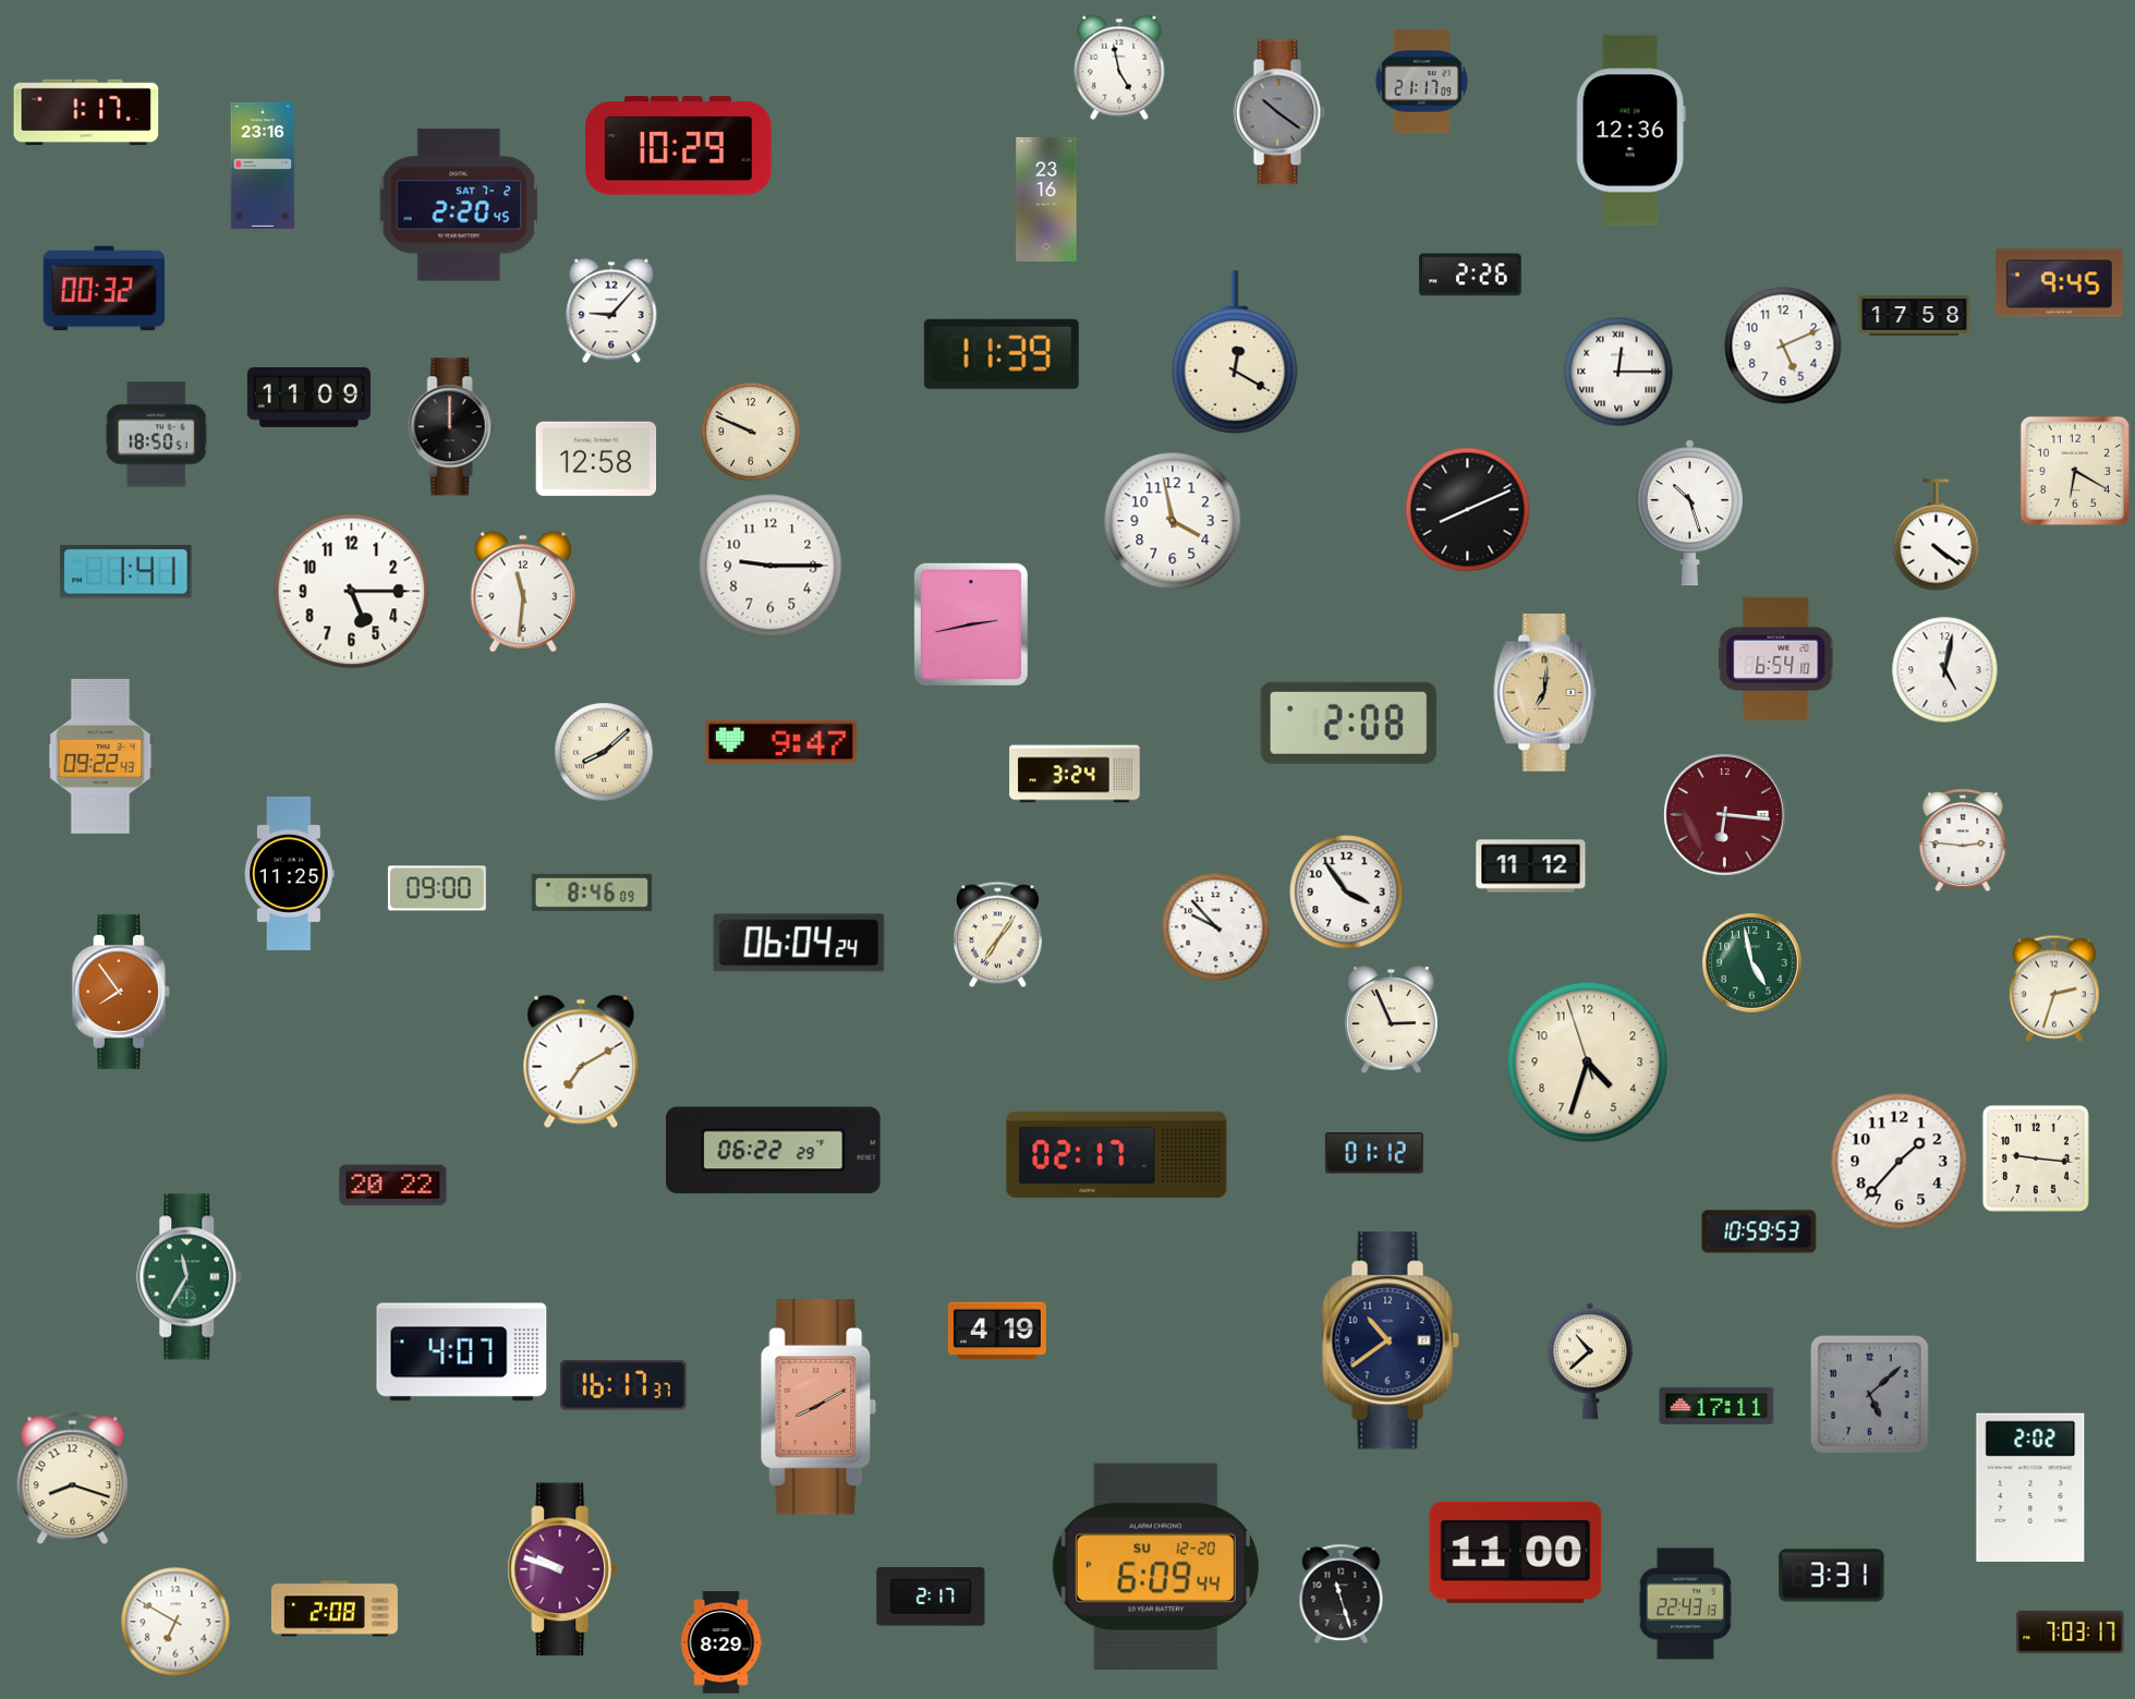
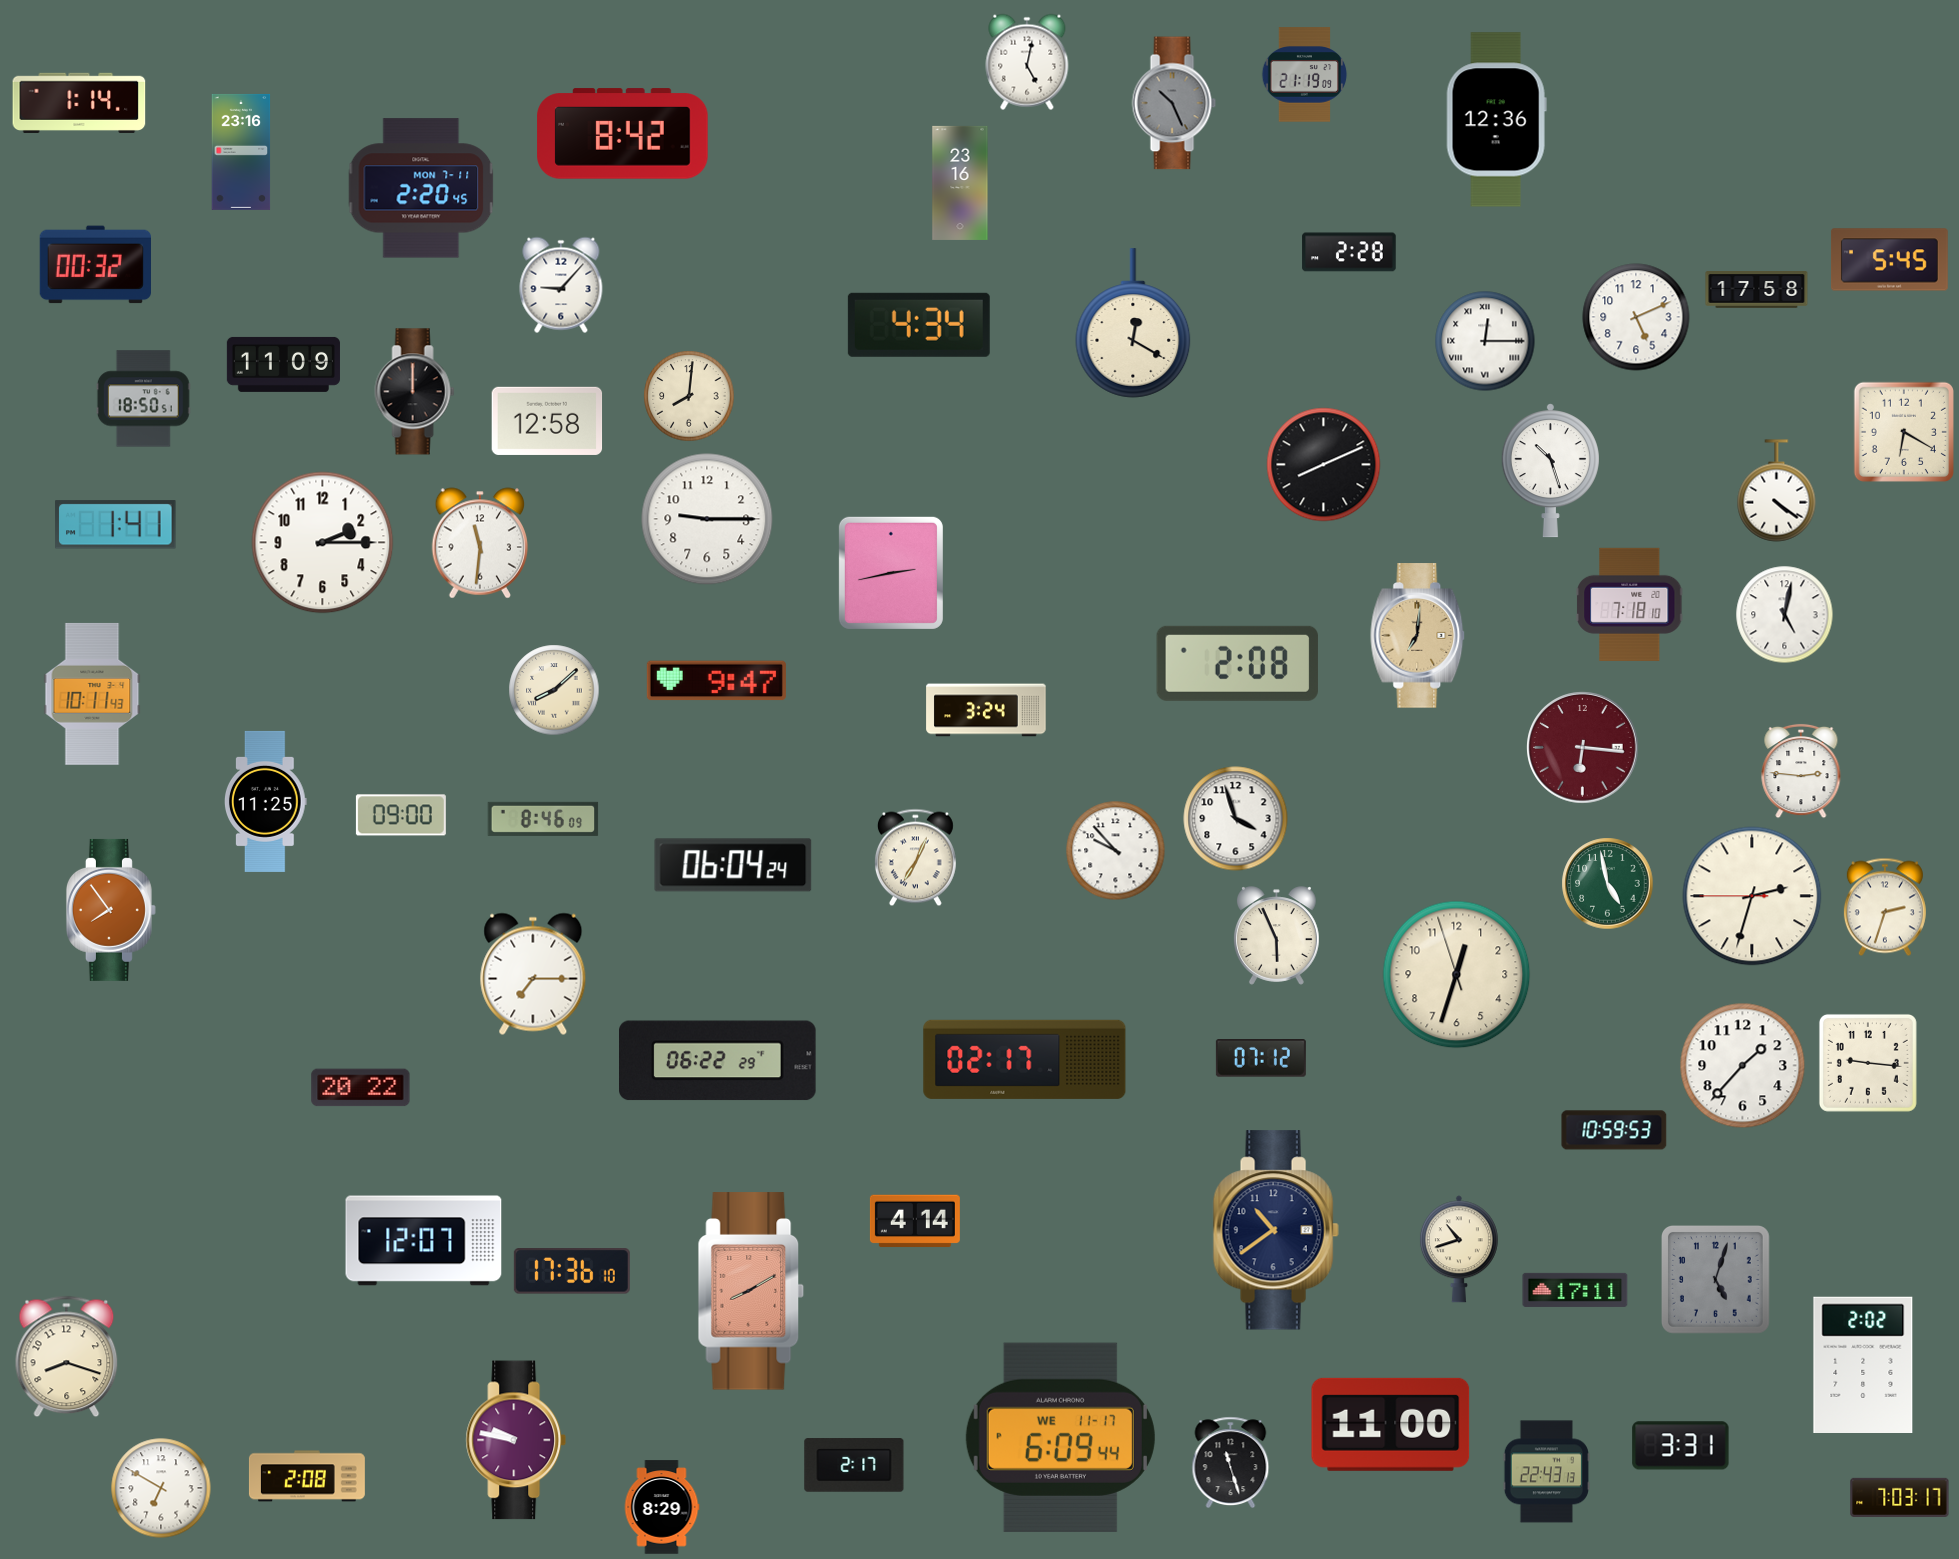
clock at (1119, 68): 4:58 -> 5:02
clock at (1422, 82): 21:17 -> 21:19
clock at (86, 112): 1:17 -> 1:14
clock at (1279, 112): 10:21 -> 10:26
clock at (679, 146): 10:29 -> 8:42
clock at (459, 205) date: SAT 7-2 -> MON 7-11
clock at (1470, 275): 2:26 -> 2:28
clock at (2059, 283): 9:45 -> 5:45
clock at (1002, 354): 11:39 -> 4:34
clock at (751, 432): 9:49 -> 8:01
clock at (1468, 510) position: (1468, 510) -> (1324, 465)
clock at (1173, 521): 3:58 -> none
clock at (352, 592): 5:15 -> 2:15
clock at (1776, 658): 6:54 -> 7:18
clock at (100, 756): 09:22 -> 10:11
clock at (1531, 866): 11:12 -> none
clock at (1347, 893): 3:54 -> 3:57
clock at (997, 935): 7:06 -> 7:04
clock at (1752, 896): none -> 2:32
clock at (1391, 1020): 2:56 -> 5:56
clock at (581, 1061): 7:10 -> 7:15
clock at (1588, 1063): 4:32 -> 12:32
clock at (774, 1151) position: (774, 1151) -> (718, 1061)
clock at (1374, 1154): 01:12 -> 07:12
clock at (190, 1277): 11:35 -> none
clock at (997, 1331): 4:19 -> 4:14
clock at (462, 1352): 4:07 -> 12:07
clock at (1590, 1361): 10:38 -> 10:42
clock at (623, 1385): 16:17 -> 17:36
clock at (1870, 1395): 5:08 -> 5:03
clock at (1155, 1566) date: SU 12-20 -> WE 11-17
clock at (562, 1569): 9:48 -> 9:47
